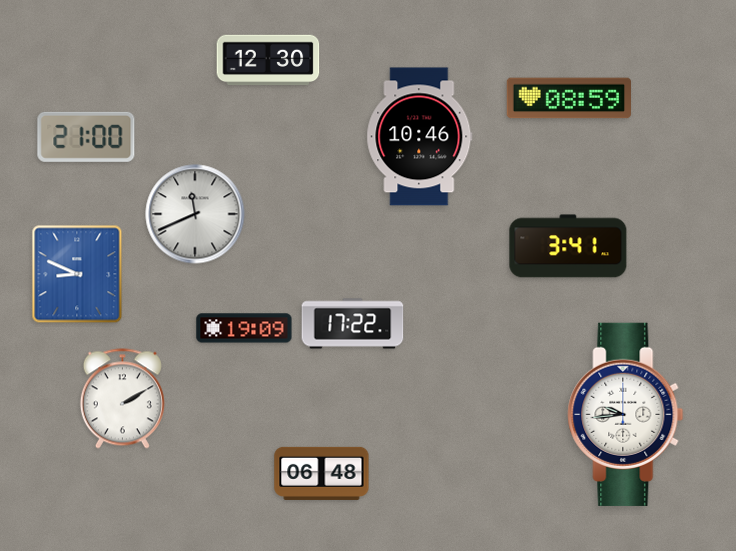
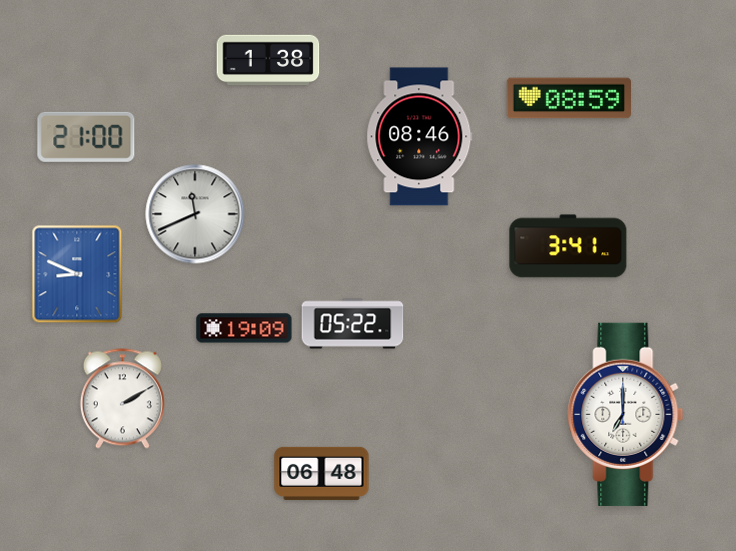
clock at (268, 60): 12:30 -> 1:38
clock at (420, 137): 10:46 -> 08:46
clock at (353, 324): 17:22 -> 05:22
clock at (626, 414): 9:44 -> 7:00
